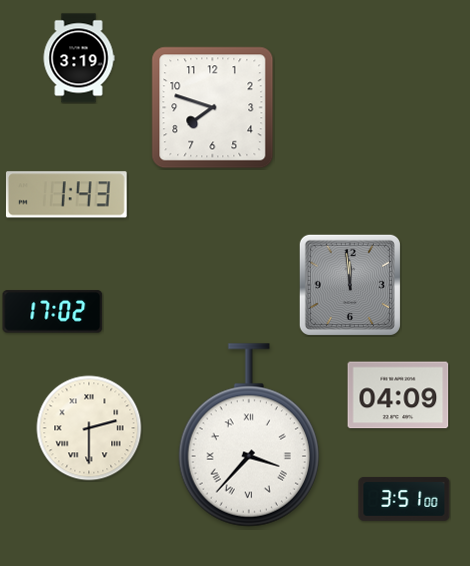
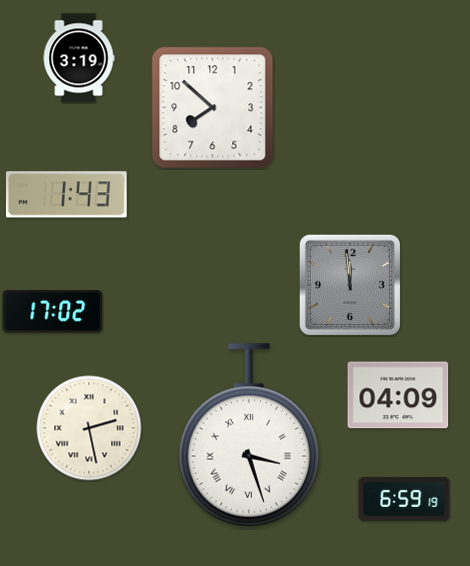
clock at (213, 108): 7:48 -> 7:52
clock at (89, 428): 2:30 -> 2:28
clock at (249, 435): 3:37 -> 3:27
clock at (404, 499): 3:51 -> 6:59
